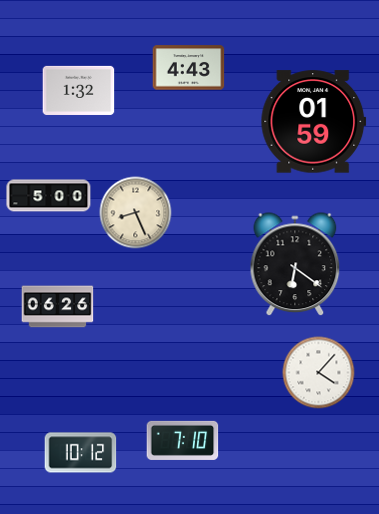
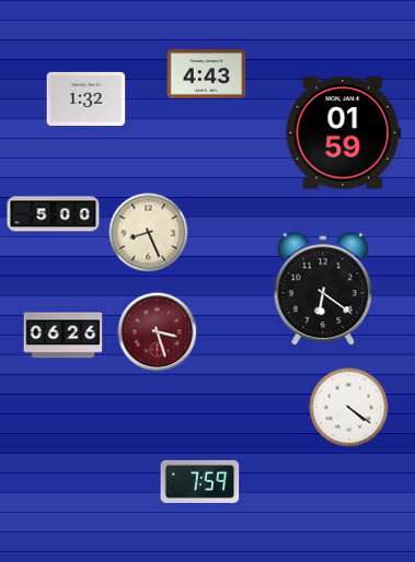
clock at (158, 332): none -> 3:27
clock at (319, 373): 4:07 -> 4:21
clock at (183, 440): 7:10 -> 7:59
clock at (81, 453): 10:12 -> none
